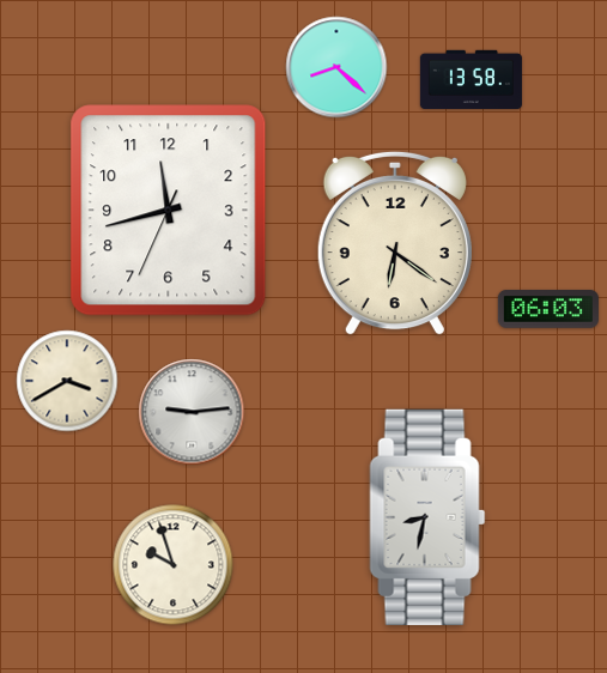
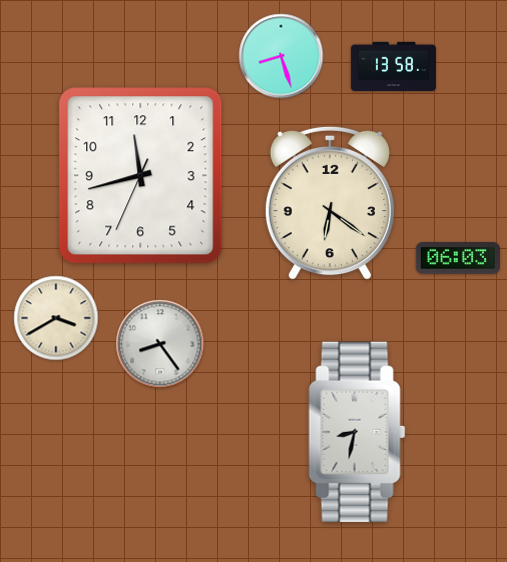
clock at (336, 67): 8:22 -> 8:27
clock at (192, 412): 9:14 -> 8:24
clock at (174, 565): 9:57 -> none
